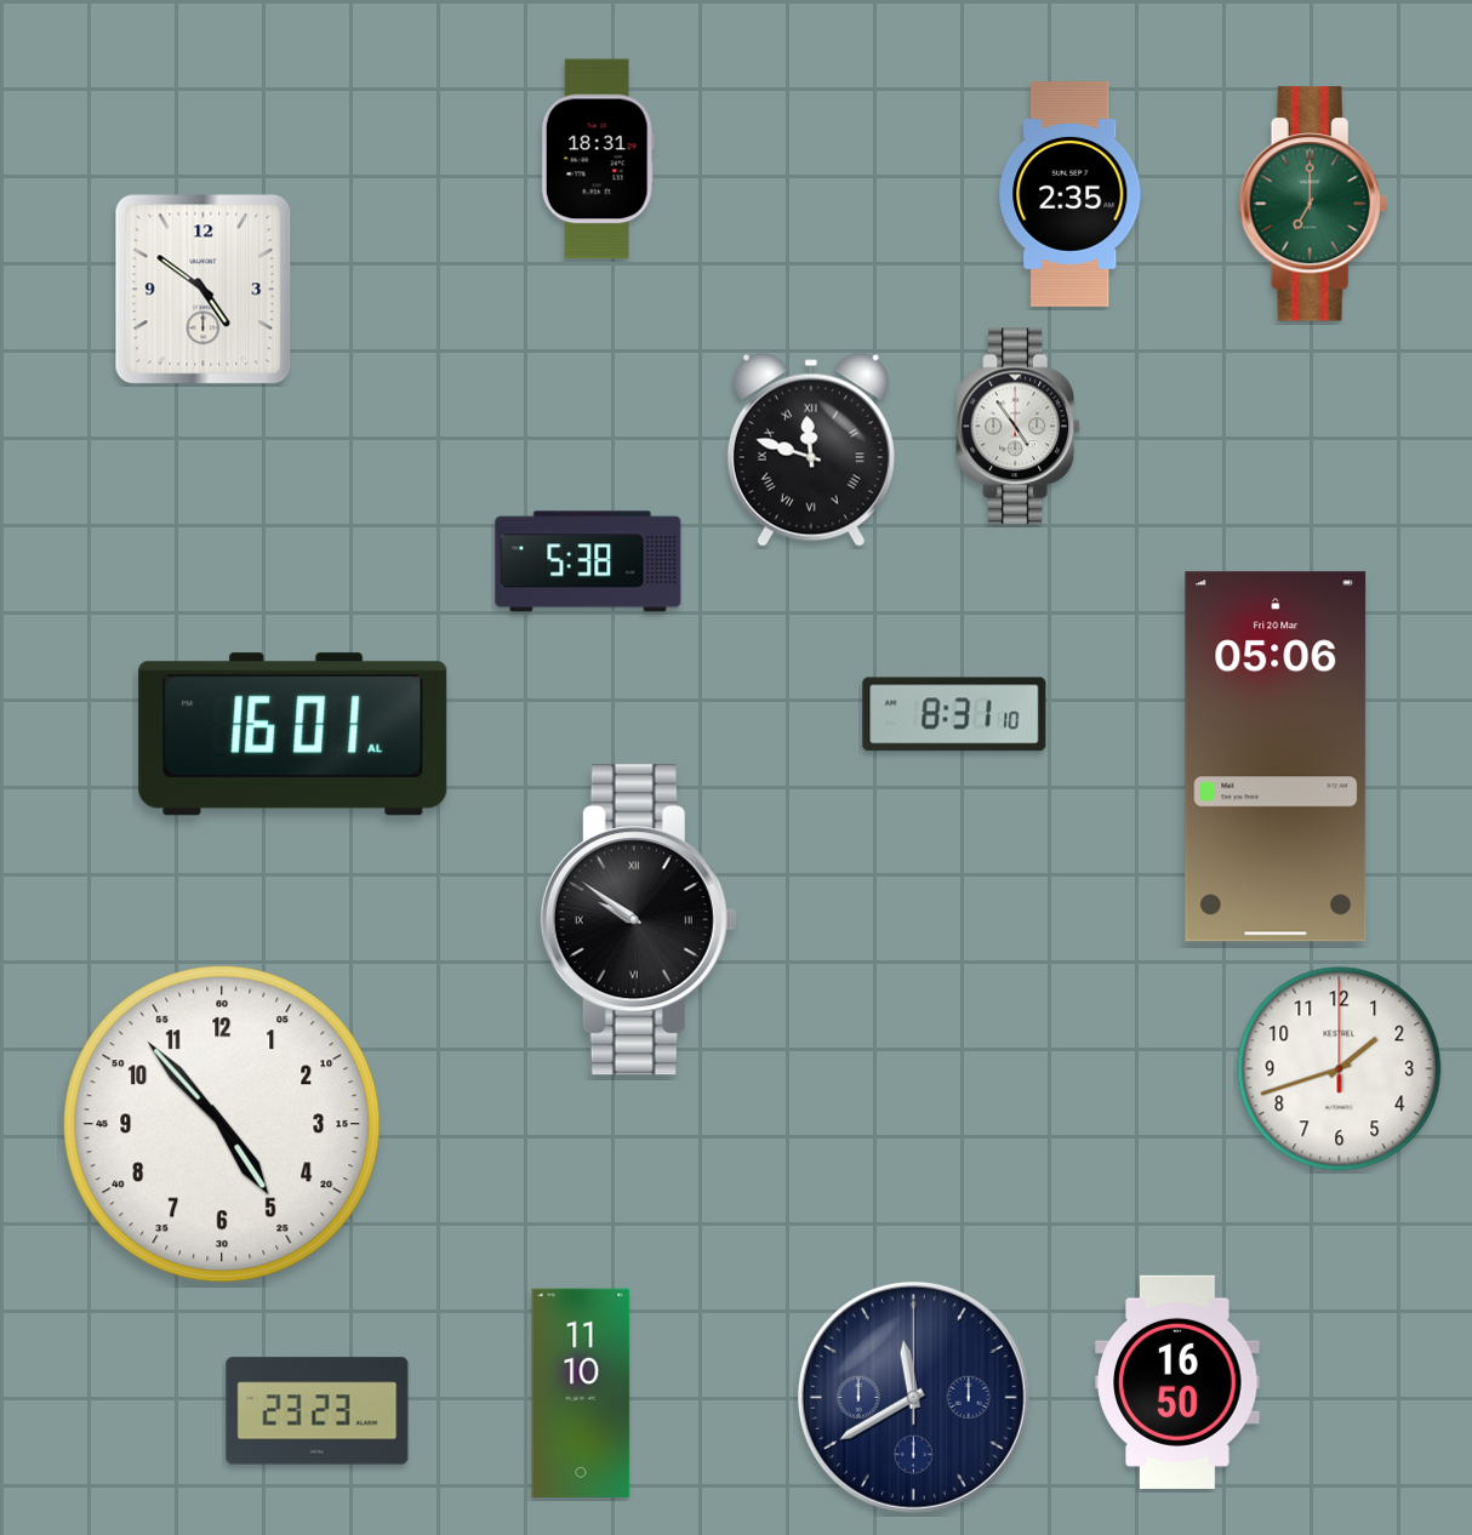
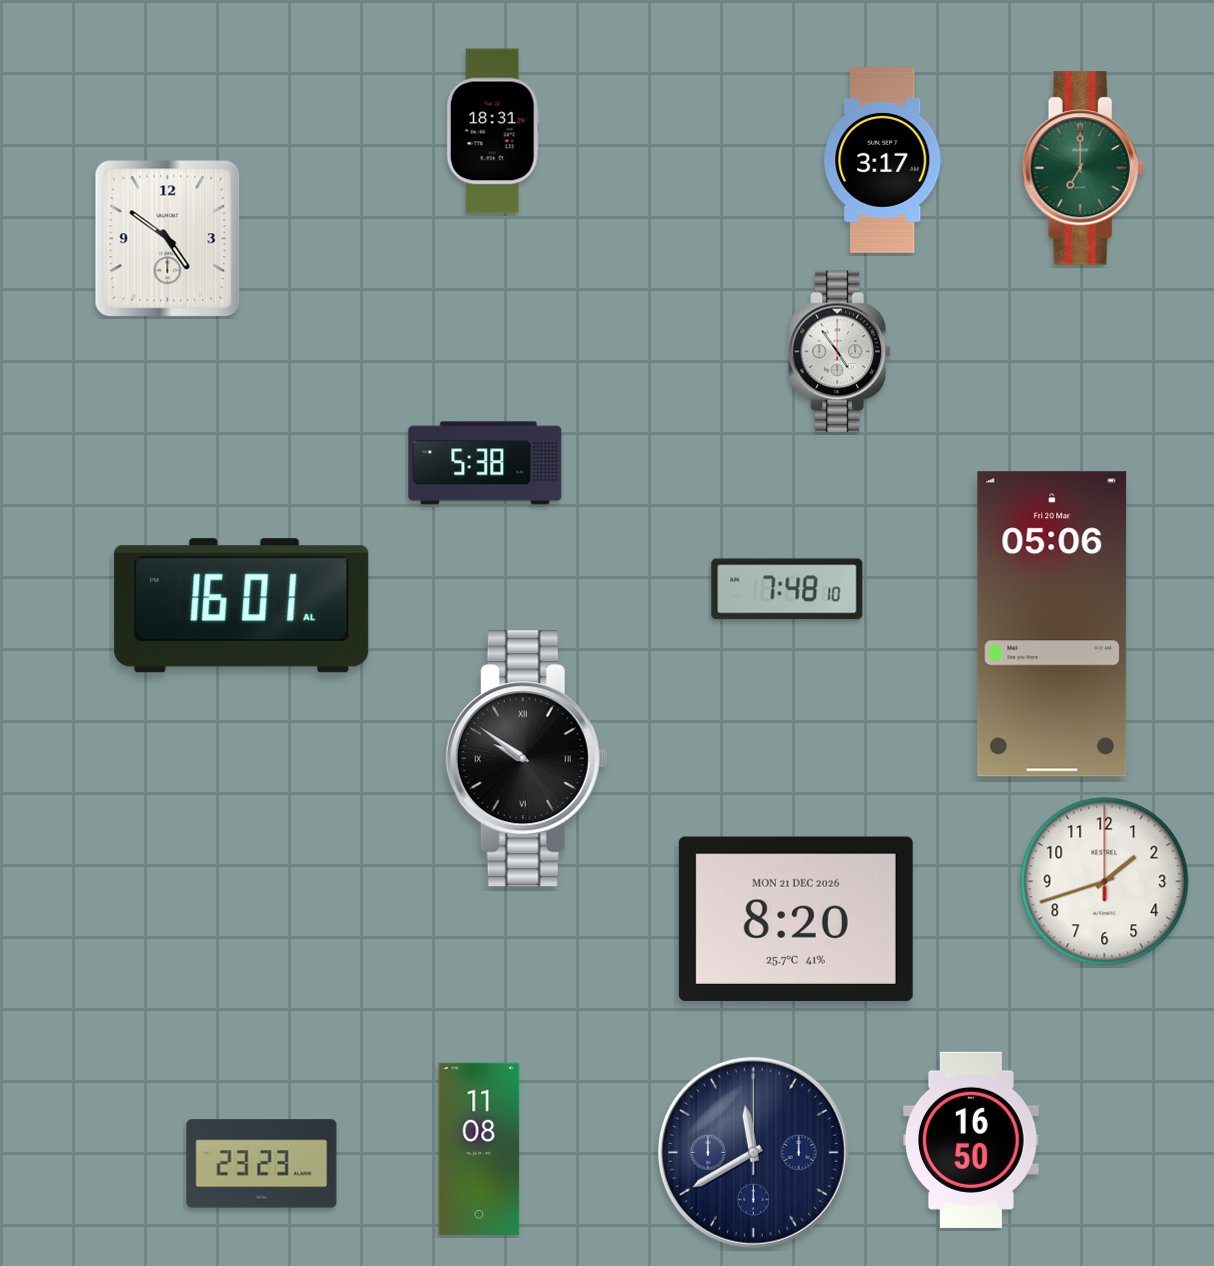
clock at (1071, 195): 2:35 -> 3:17
clock at (811, 450): 11:48 -> none
clock at (954, 714): 8:31 -> 7:48
clock at (796, 919): none -> 8:20
clock at (222, 1124): 4:53 -> none
clock at (581, 1392): 11:10 -> 11:08
